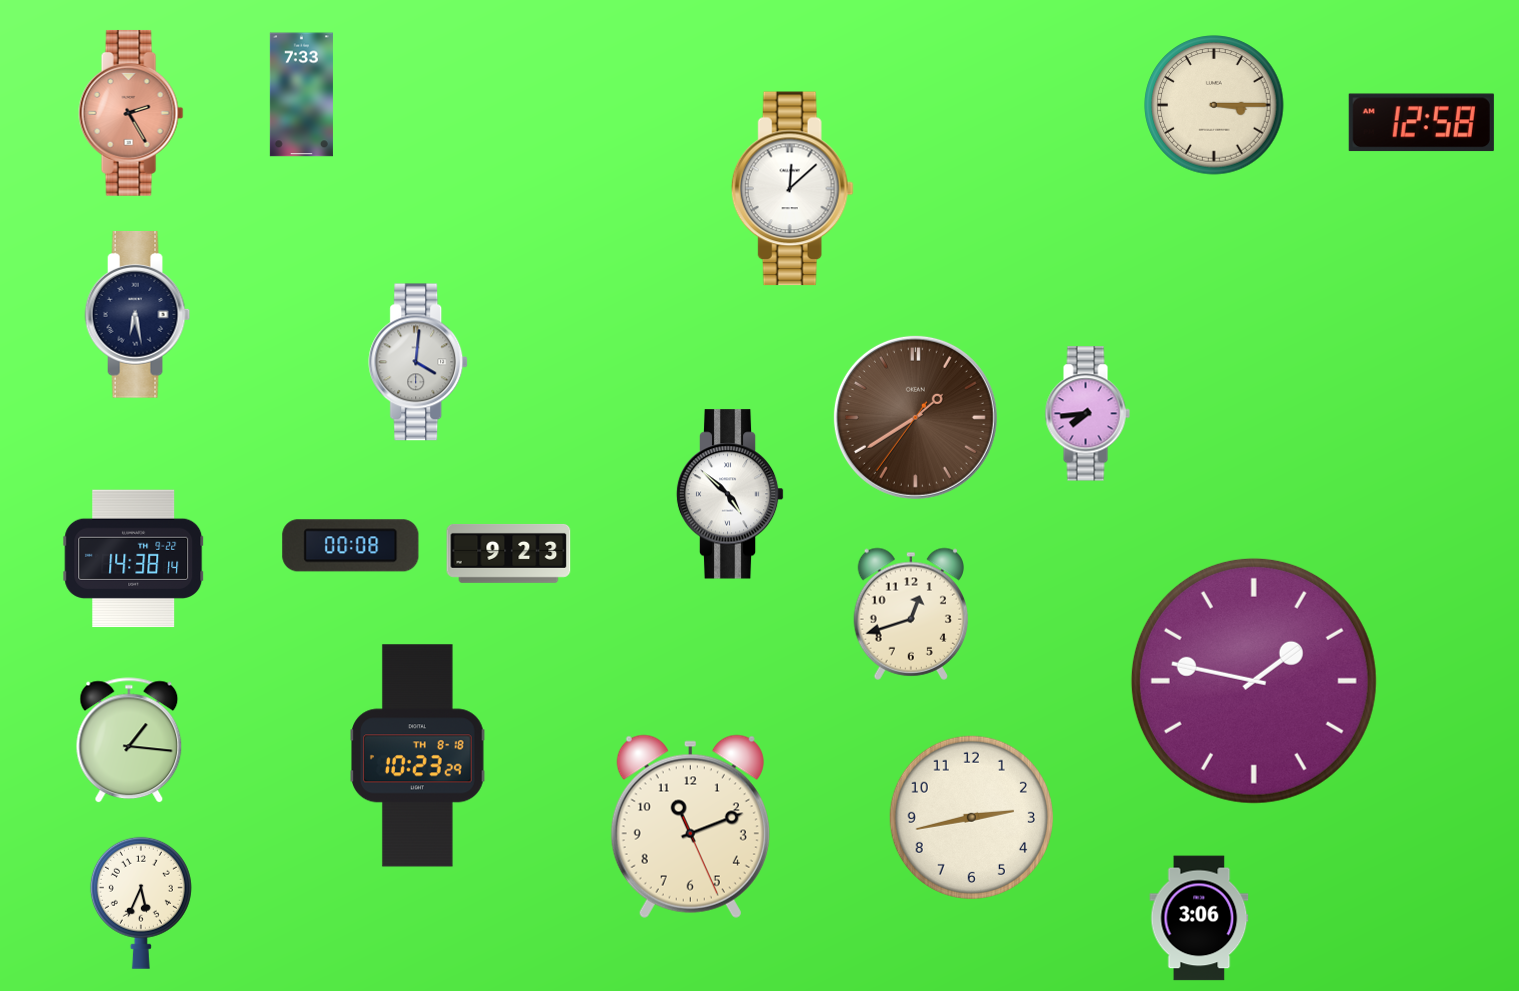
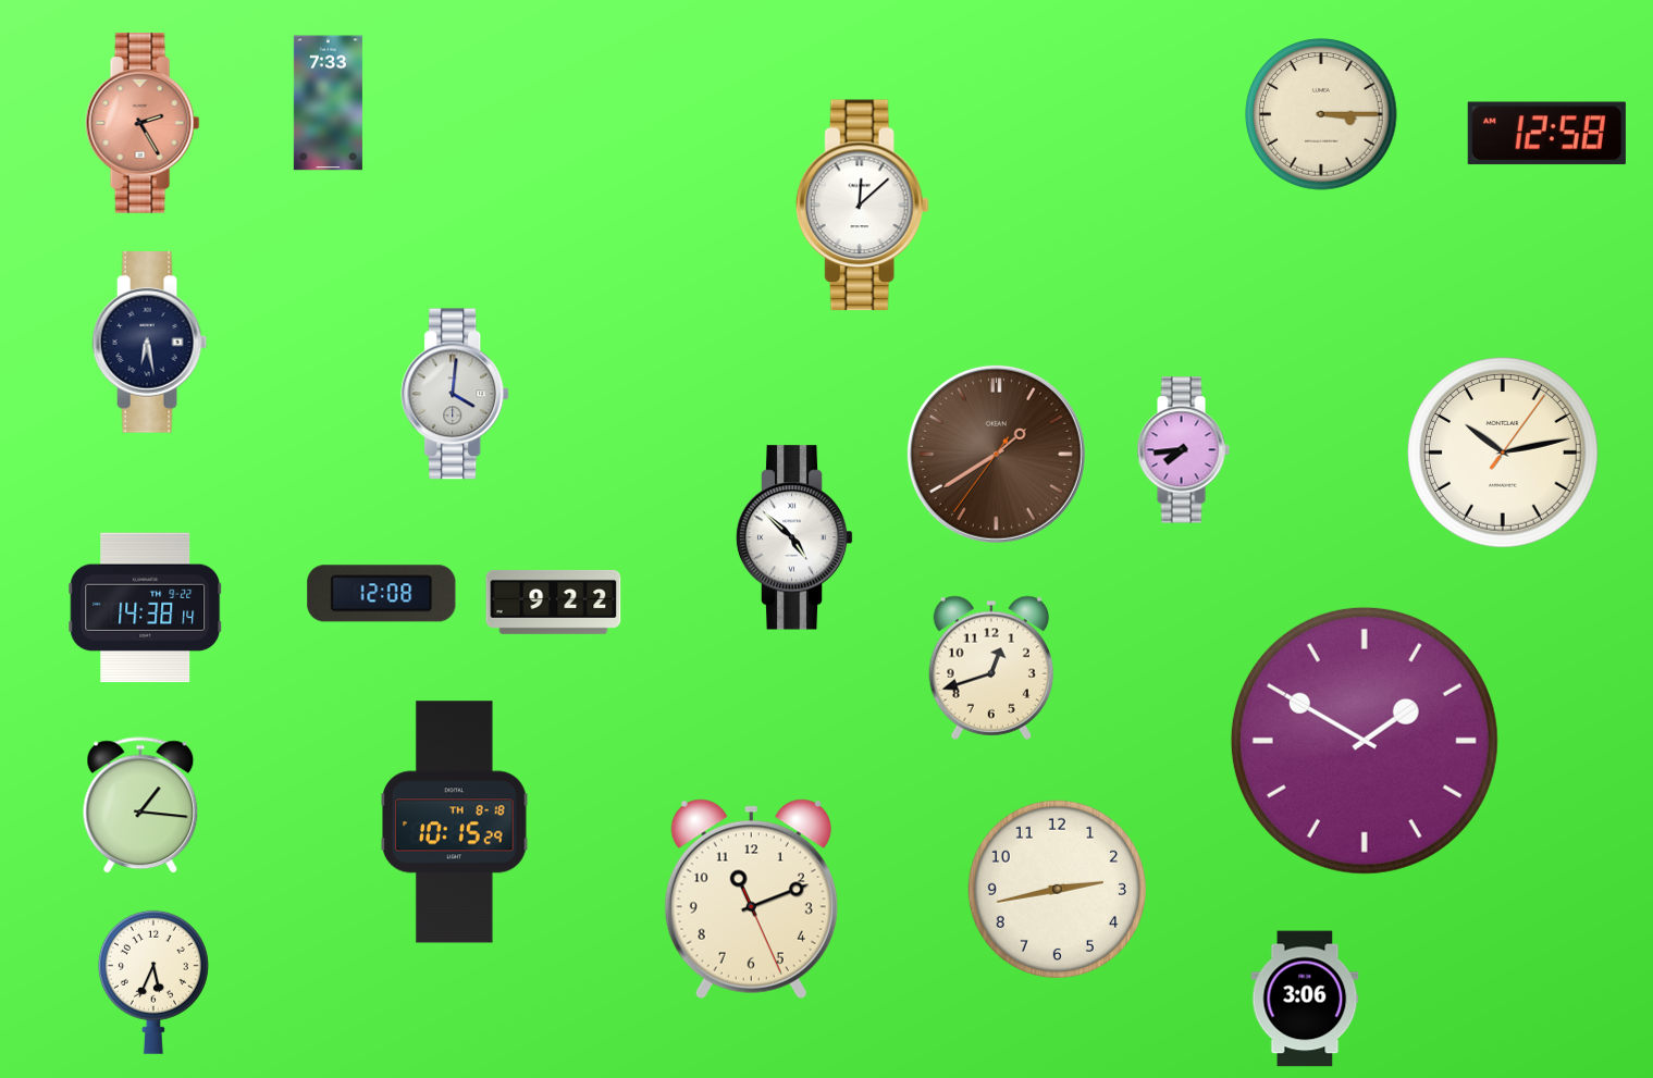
clock at (1504, 454): none -> 10:13
clock at (351, 546): 00:08 -> 12:08
clock at (509, 553): 9:23 -> 9:22
clock at (1254, 681): 1:47 -> 1:50
clock at (418, 756): 10:23 -> 10:15
